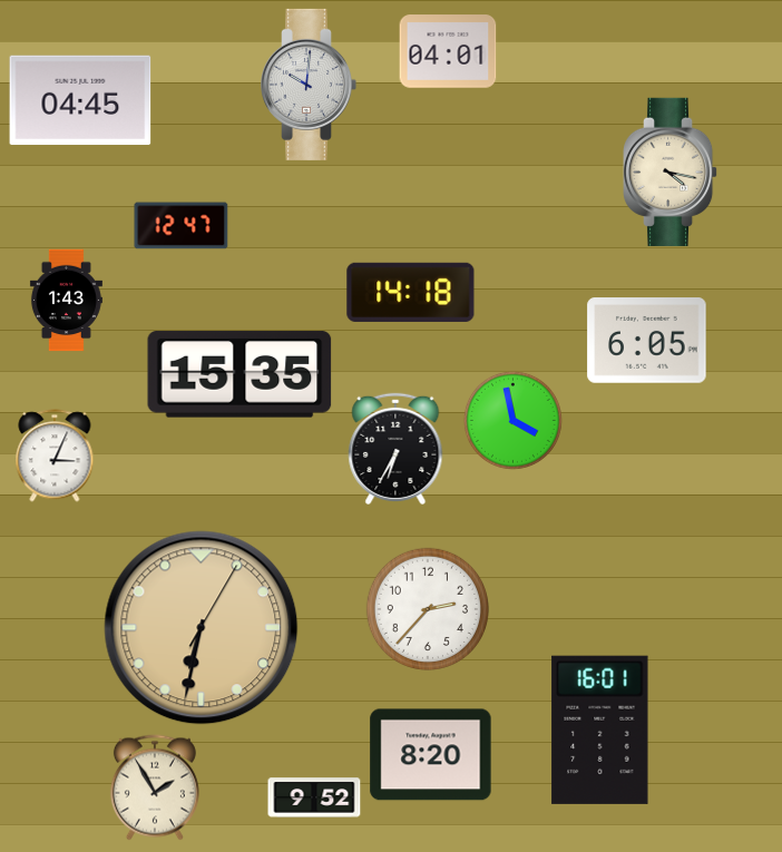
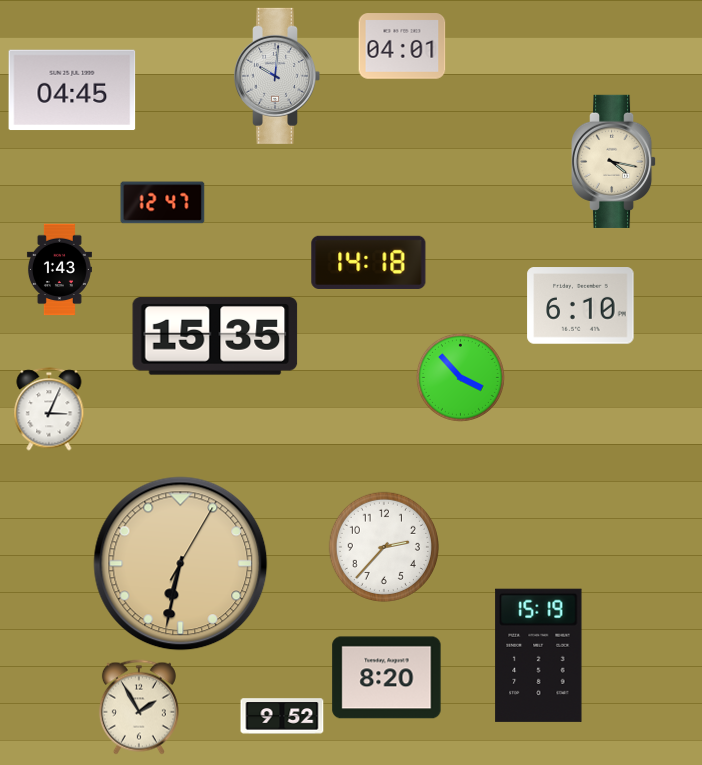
clock at (672, 172) position: (672, 172) -> (615, 161)
clock at (647, 341): 6:05 -> 6:10
clock at (512, 420): 3:58 -> 3:53
clock at (395, 449): 6:35 -> none
clock at (600, 729): 16:01 -> 15:19
